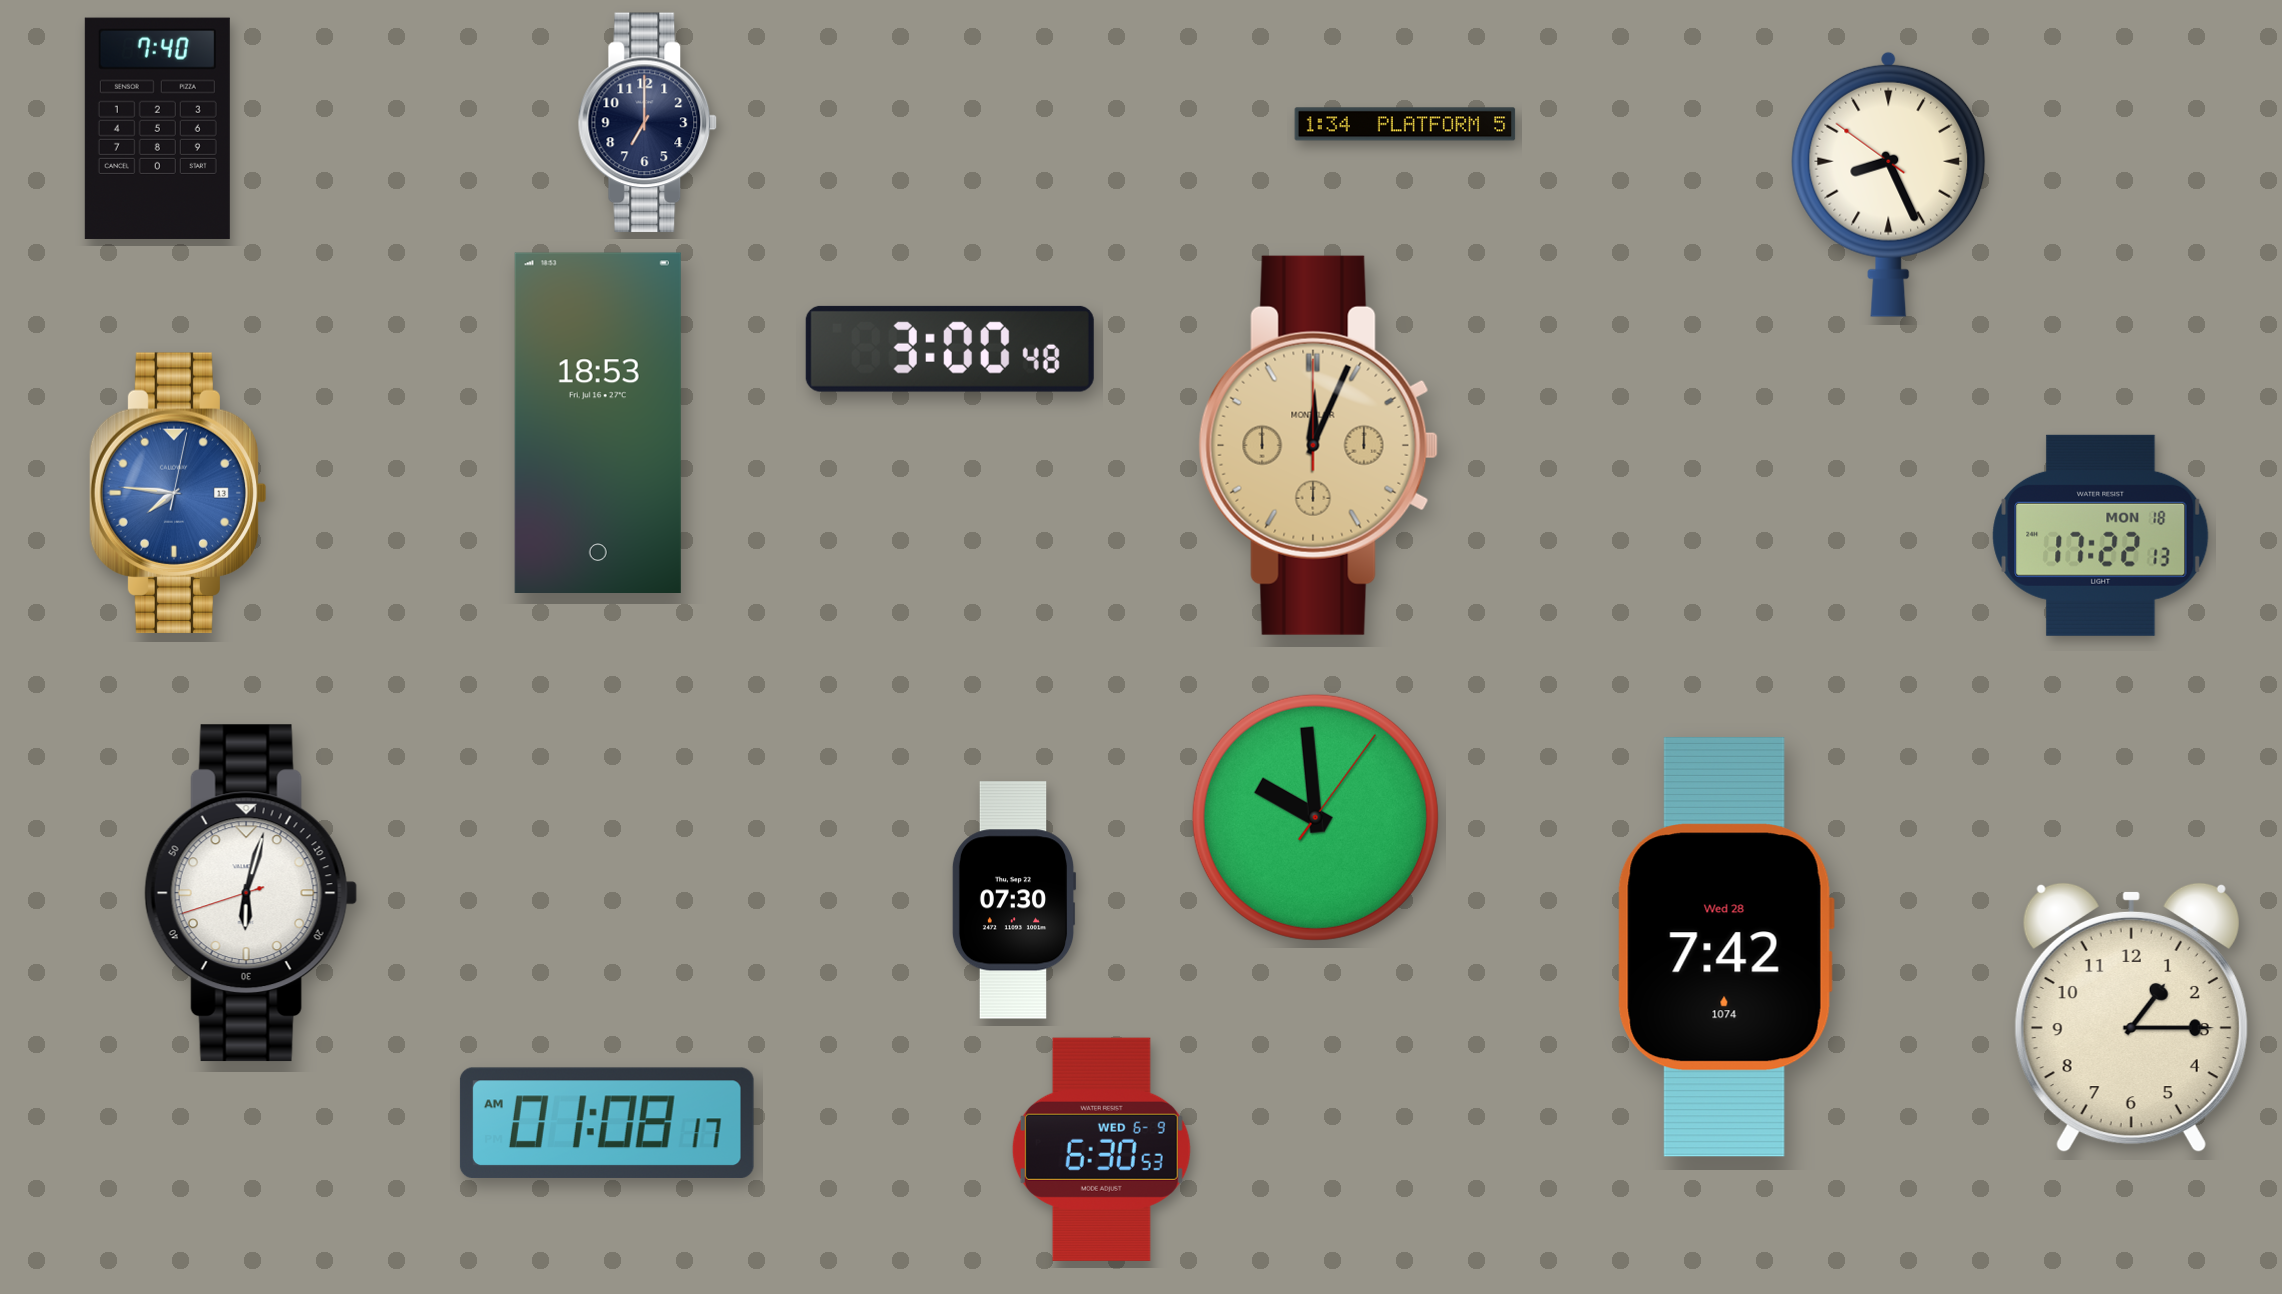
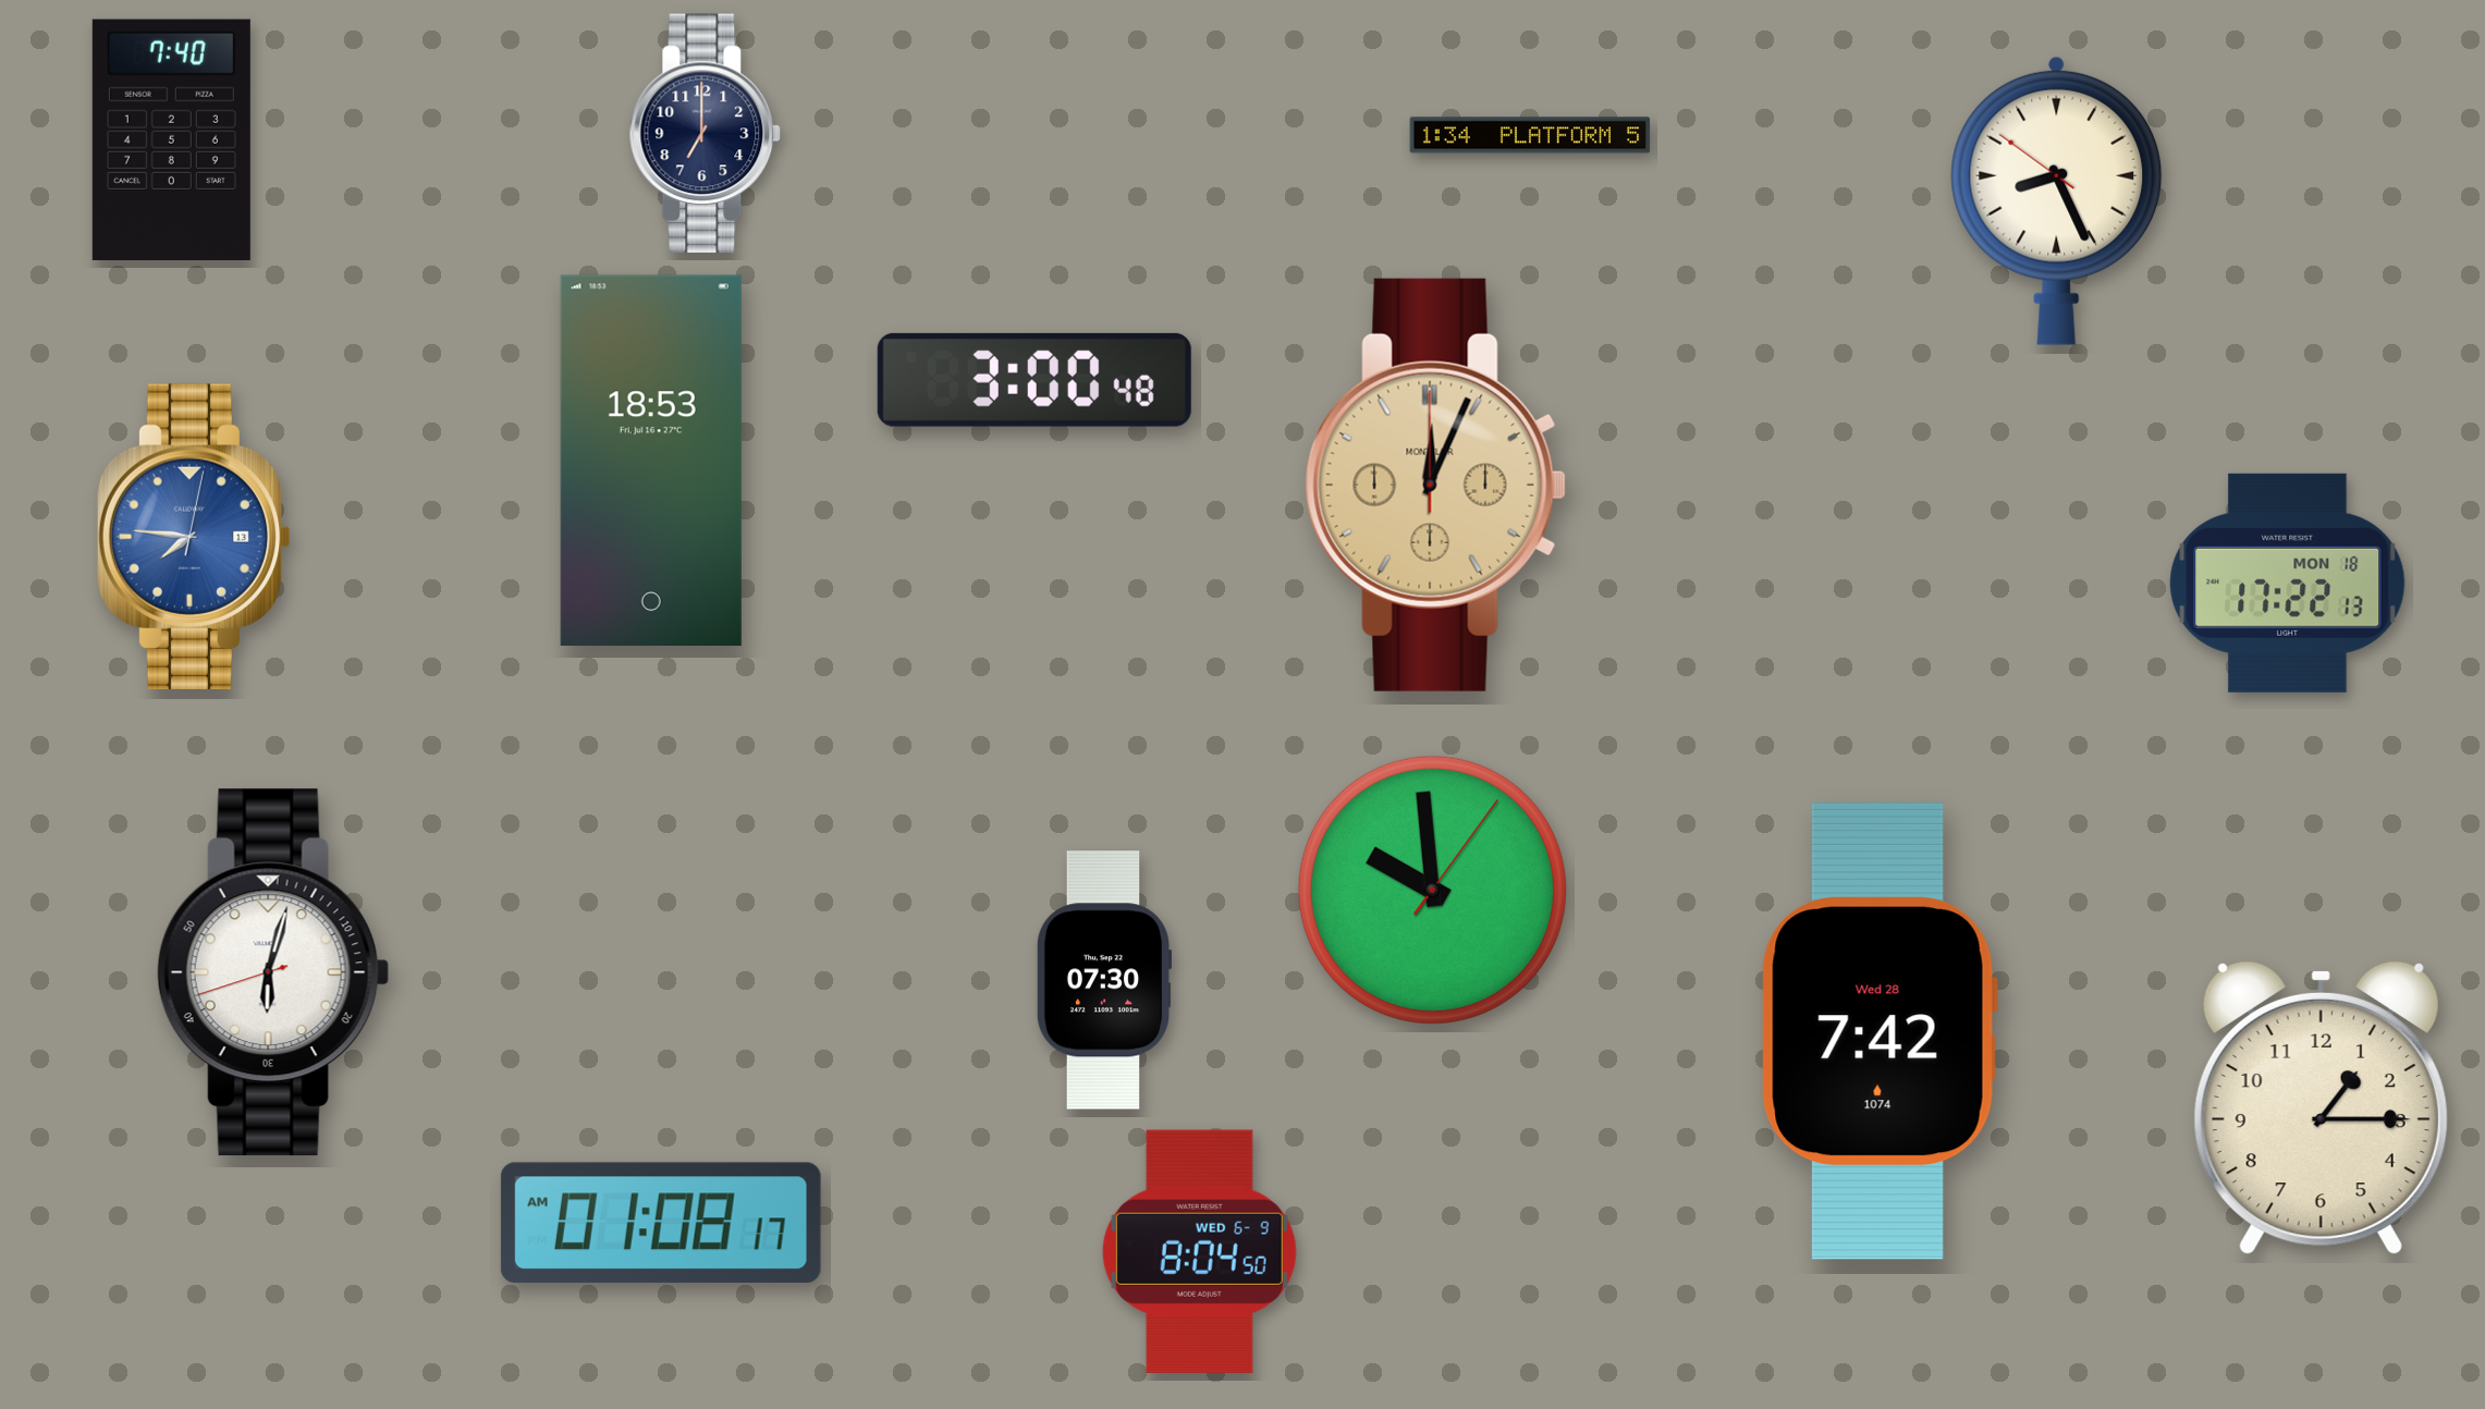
clock at (1101, 1149): 6:30 -> 8:04
